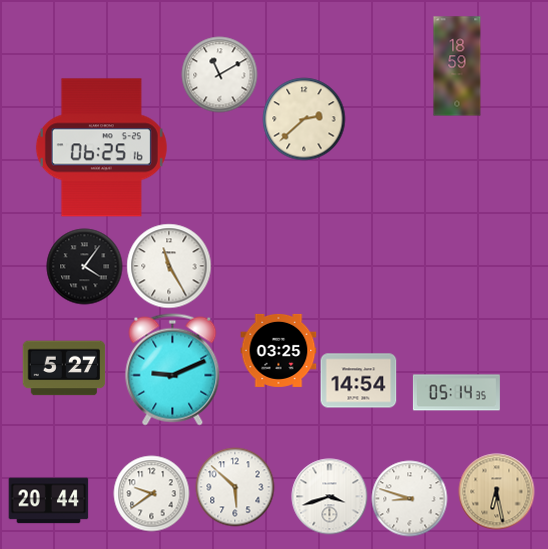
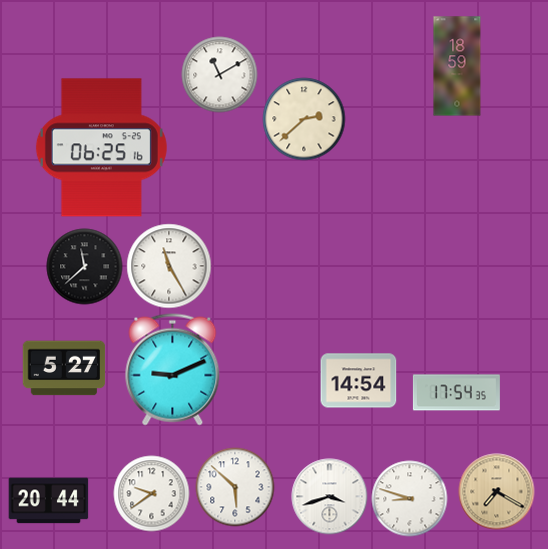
clock at (85, 267): 4:06 -> 11:38
clock at (279, 350): 03:25 -> none
clock at (456, 393): 05:14 -> 17:54
clock at (497, 492): 6:28 -> 7:20
